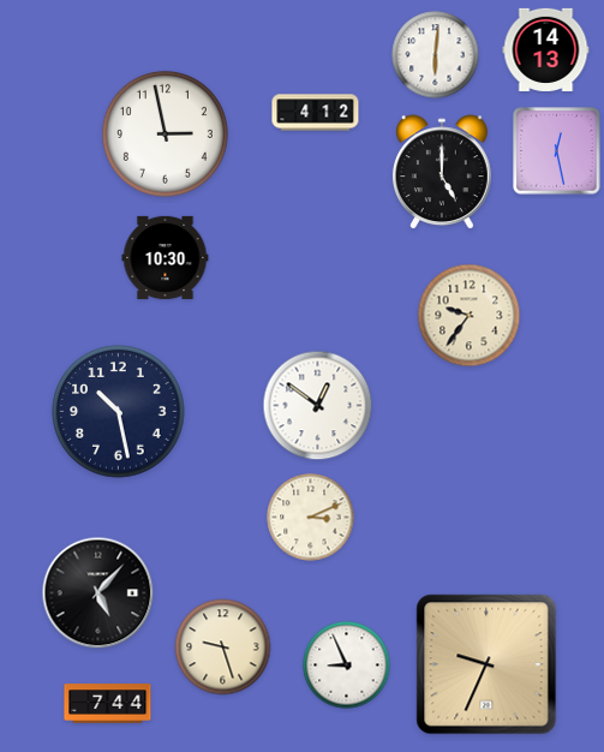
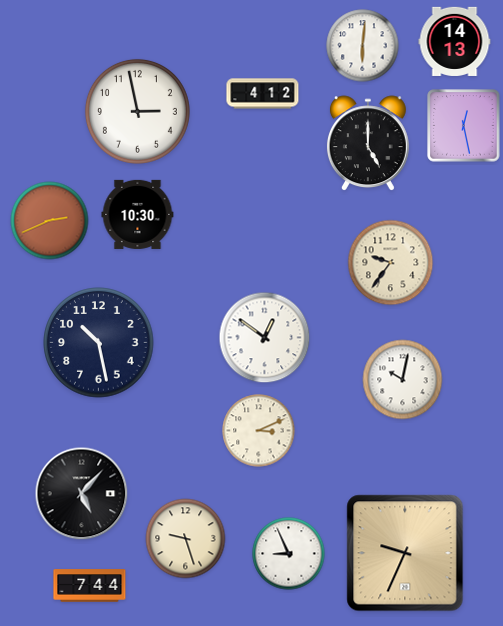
clock at (50, 221): none -> 2:41
clock at (403, 380): none -> 10:02
